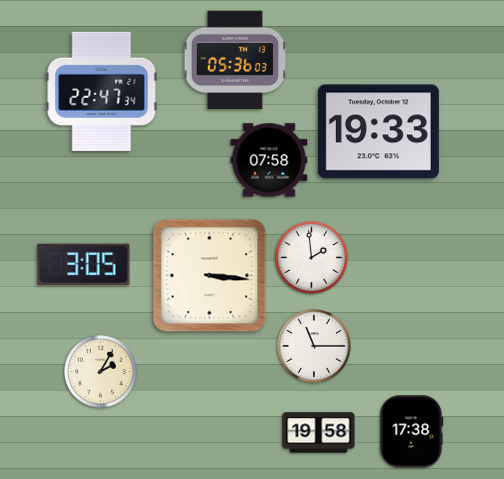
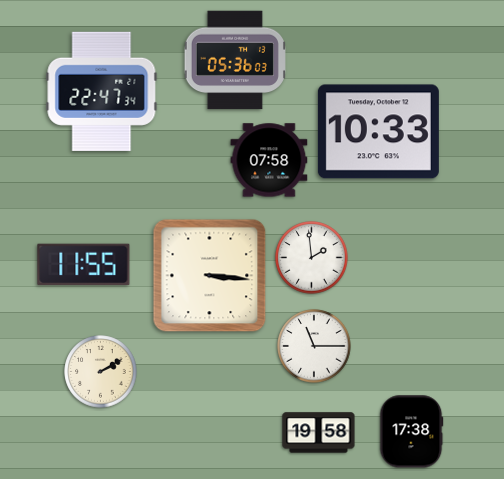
clock at (378, 132): 19:33 -> 10:33
clock at (84, 265): 3:05 -> 11:55
clock at (101, 372): 2:05 -> 2:10
